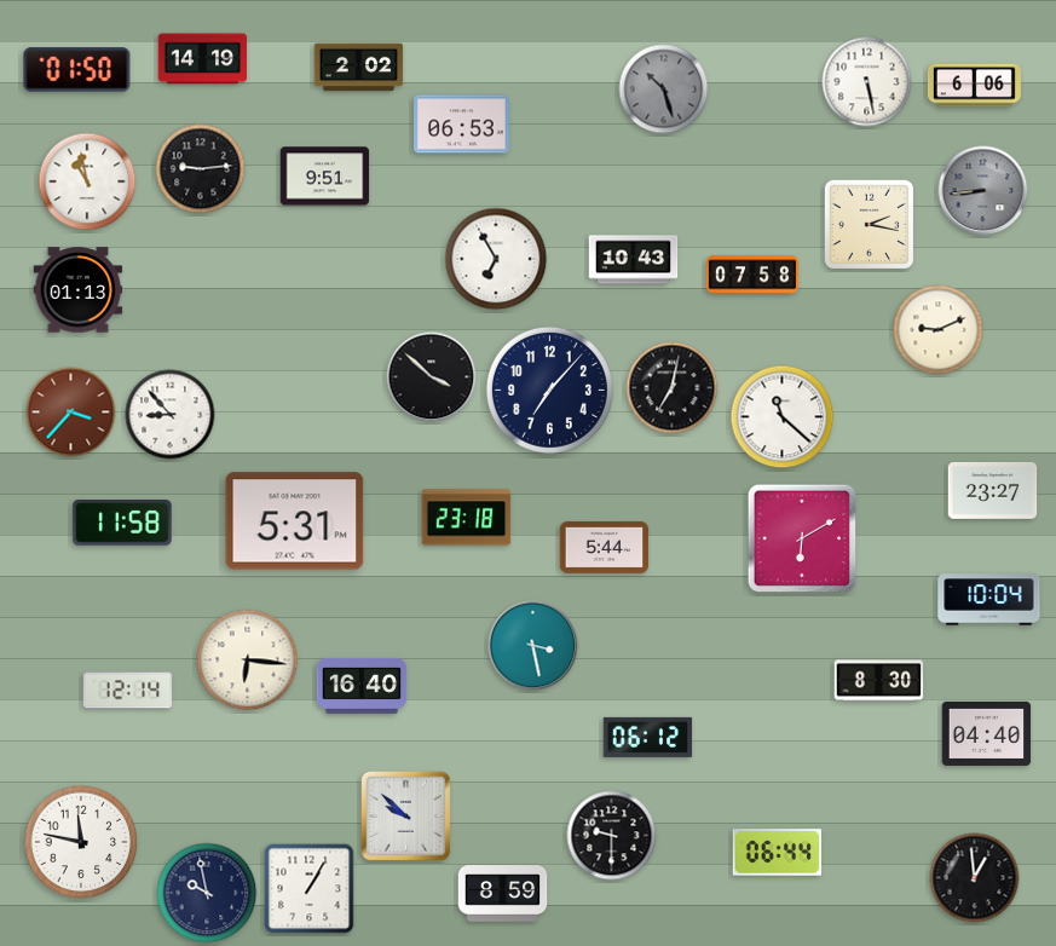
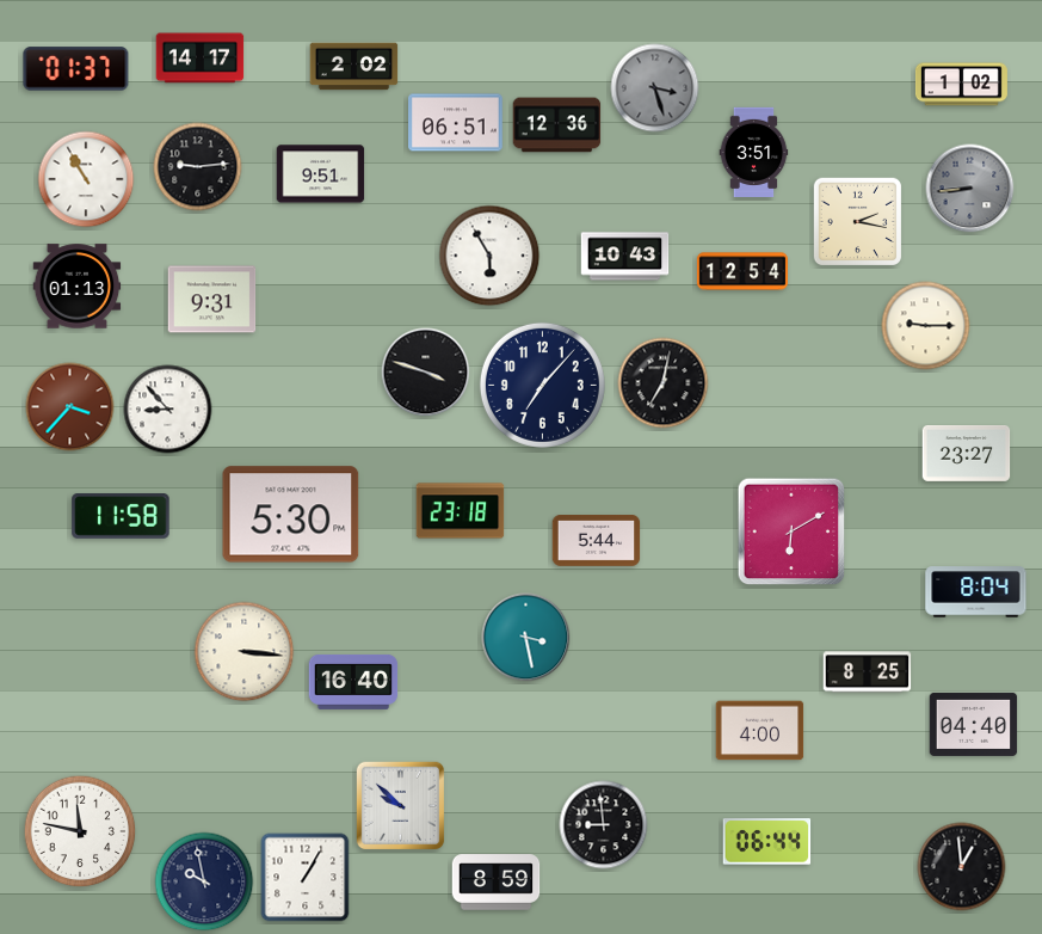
clock at (203, 59): 14:19 -> 14:17
clock at (77, 70): 01:50 -> 01:37
clock at (867, 82): 5:28 -> none
clock at (974, 86): 6:06 -> 1:02
clock at (664, 90): 10:27 -> 3:27
clock at (462, 125): 06:53 -> 06:51
clock at (557, 125): none -> 12:36
clock at (754, 152): none -> 3:51
clock at (87, 181): 10:58 -> 10:55
clock at (496, 259): 6:55 -> 5:55
clock at (752, 275): 07:58 -> 12:54
clock at (212, 300): none -> 9:31
clock at (939, 330): 9:11 -> 9:15
clock at (432, 377): 3:52 -> 3:48
clock at (783, 417): 11:22 -> none
clock at (993, 491) position: (993, 491) -> (967, 454)
clock at (295, 521): 5:31 -> 5:30
clock at (989, 600): 10:04 -> 8:04
clock at (248, 661): 6:16 -> 3:16
clock at (879, 681): 8:30 -> 8:25
clock at (362, 686) position: (362, 686) -> (353, 682)
clock at (128, 691): 12:14 -> none
clock at (648, 737): 06:12 -> none
clock at (760, 731): none -> 4:00
clock at (612, 836): 9:30 -> 8:59
